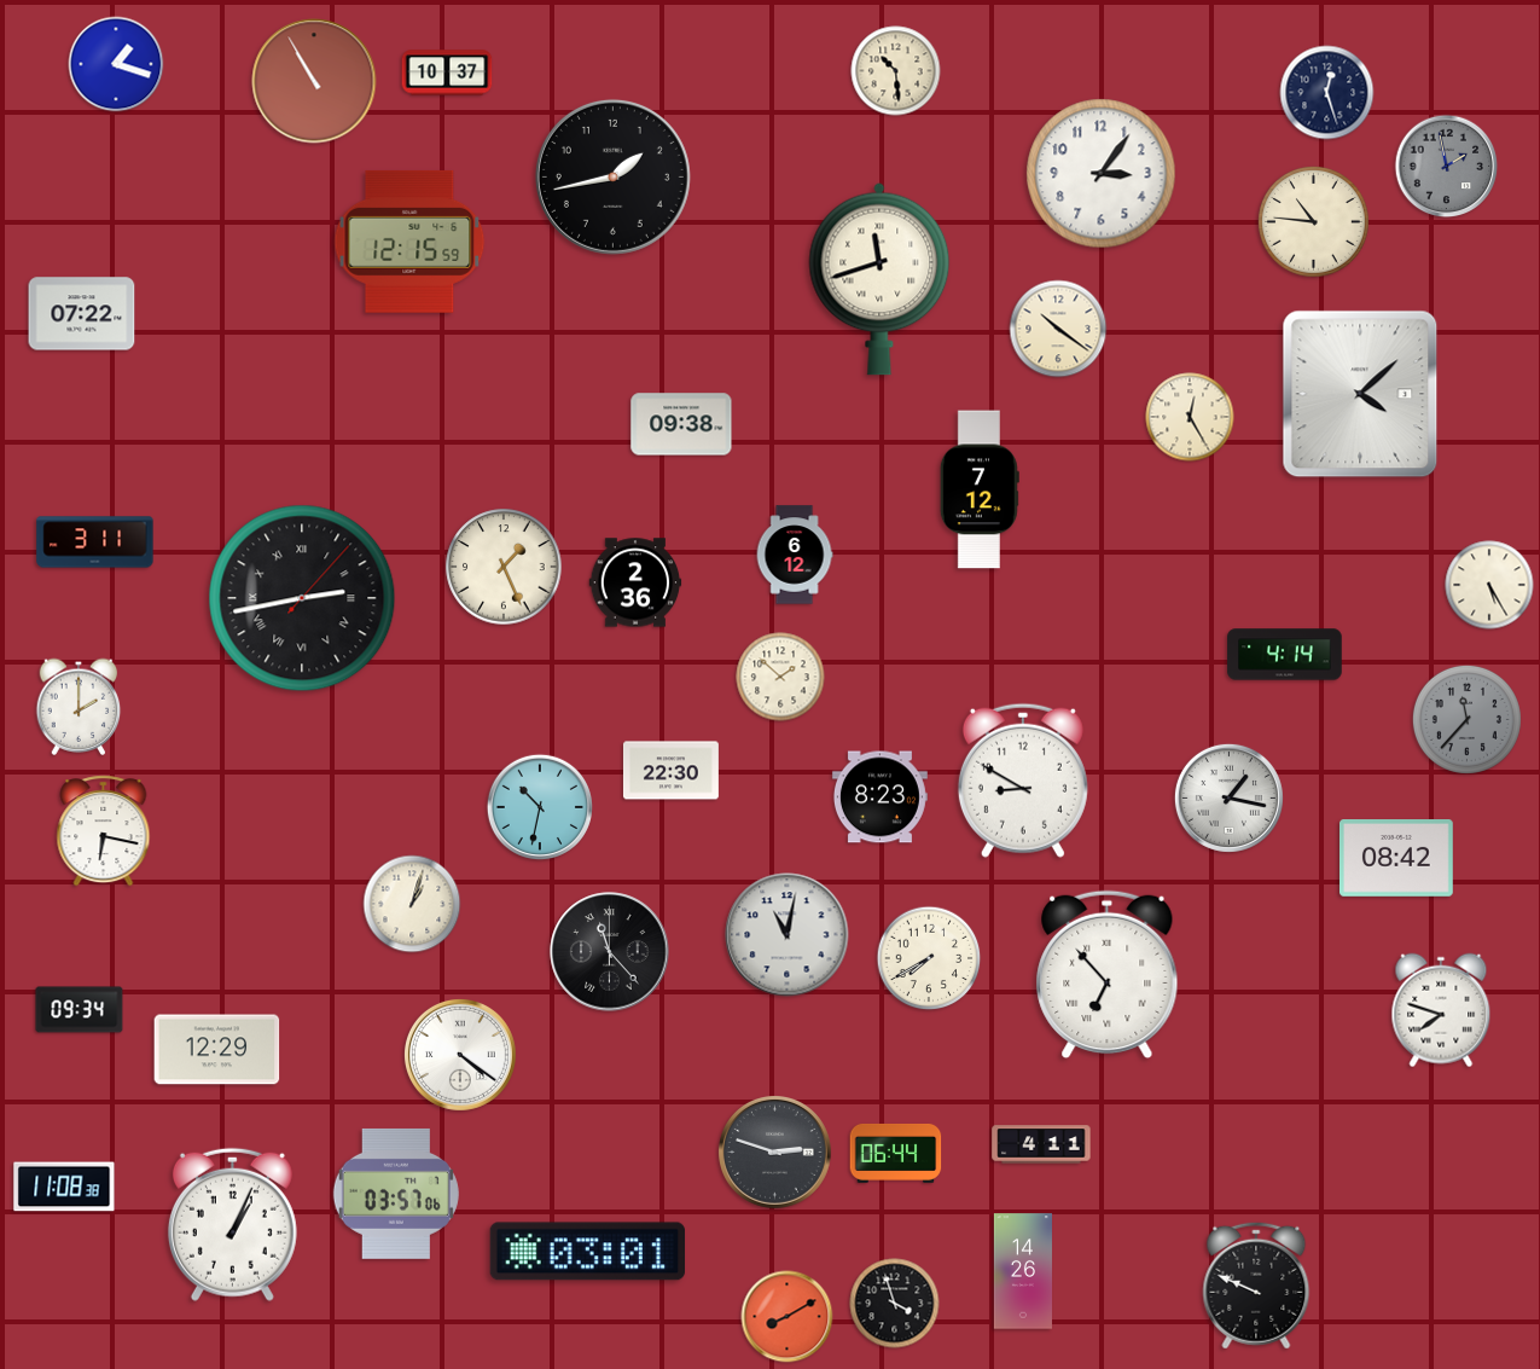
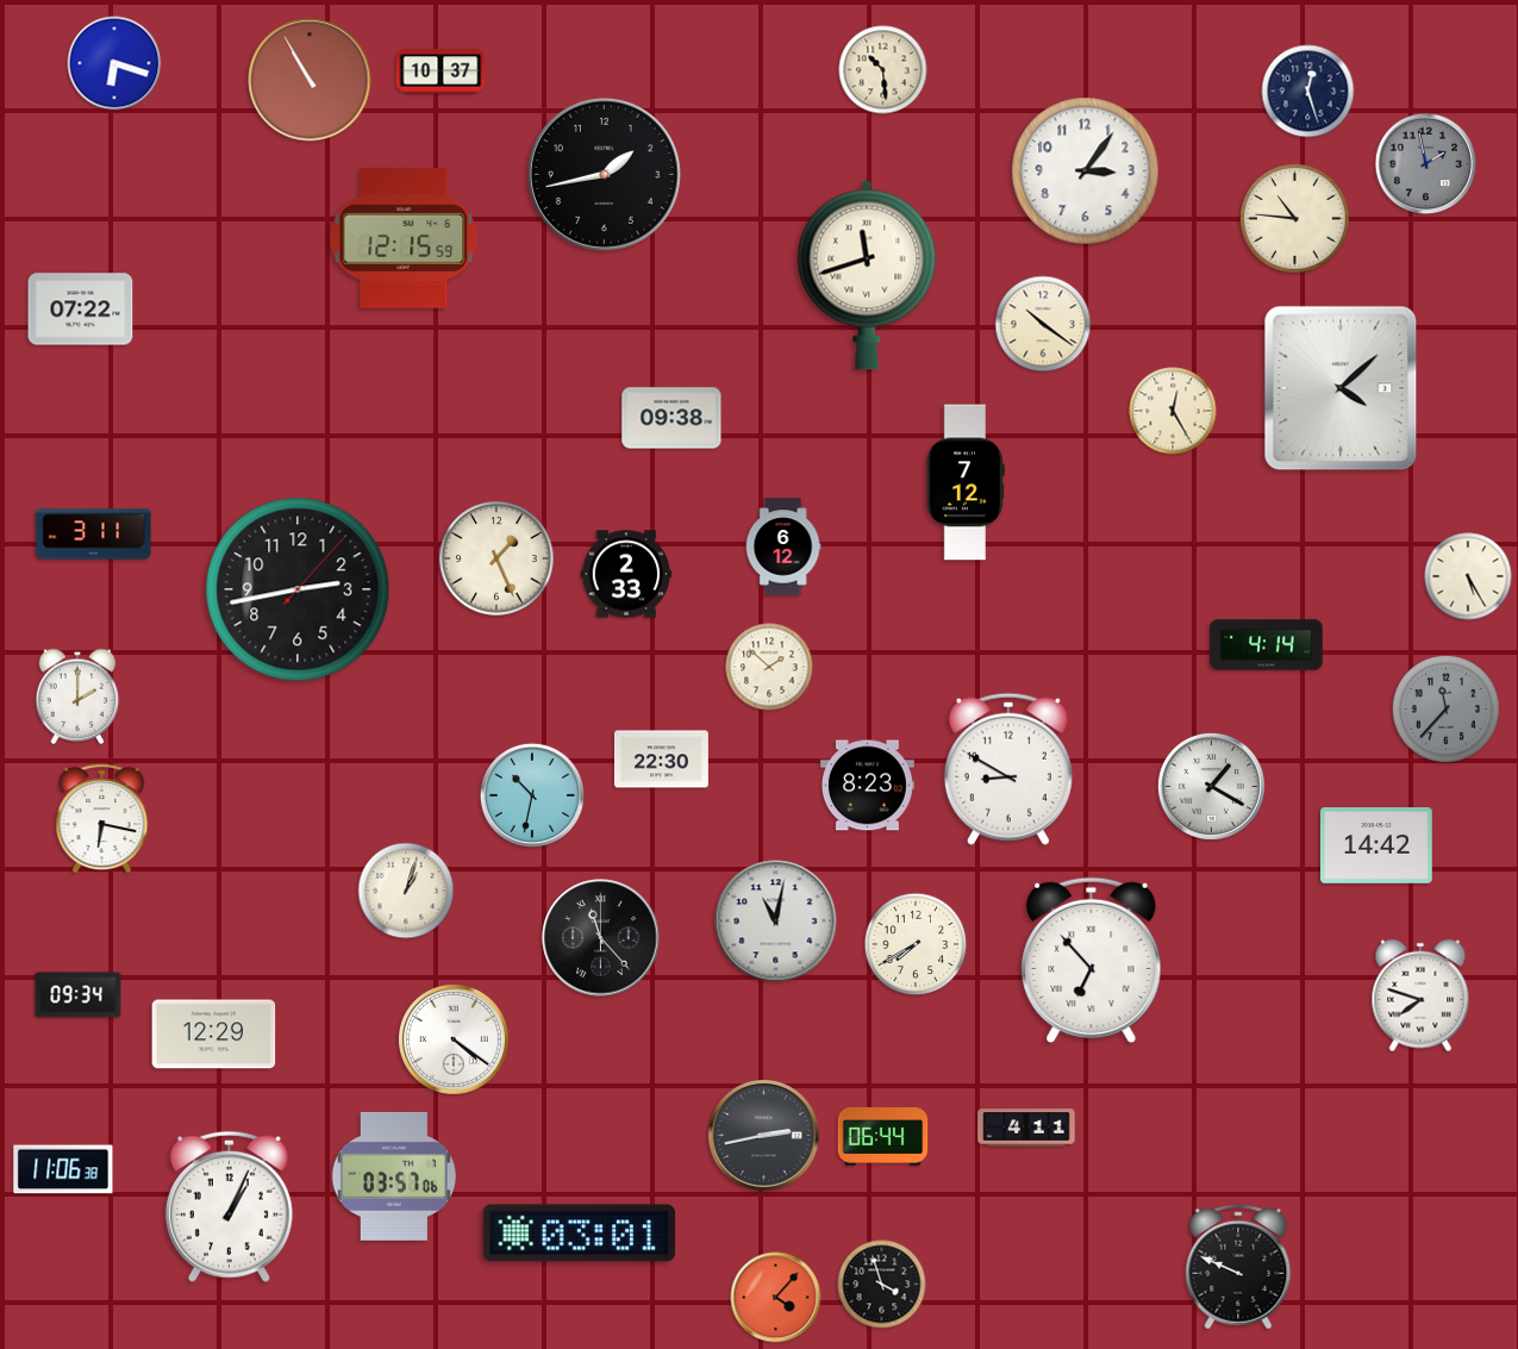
clock at (116, 64): 1:18 -> 6:18
clock at (635, 582): 2:36 -> 2:33
clock at (302, 598) numerals: Roman -> Arabic
clock at (1228, 797): 1:17 -> 1:20
clock at (1397, 859): 08:42 -> 14:42
clock at (775, 1153): 2:48 -> 2:43
clock at (64, 1187): 11:08 -> 11:06
clock at (396, 1194) position: (396, 1194) -> (394, 1176)
clock at (1023, 1271): 14:26 -> none
clock at (788, 1317): 8:10 -> 4:07
